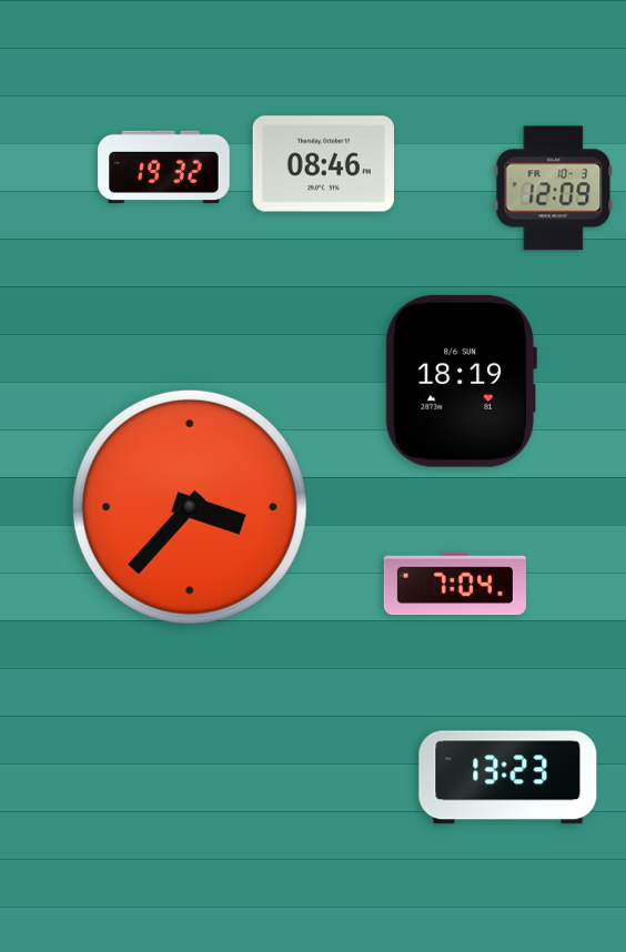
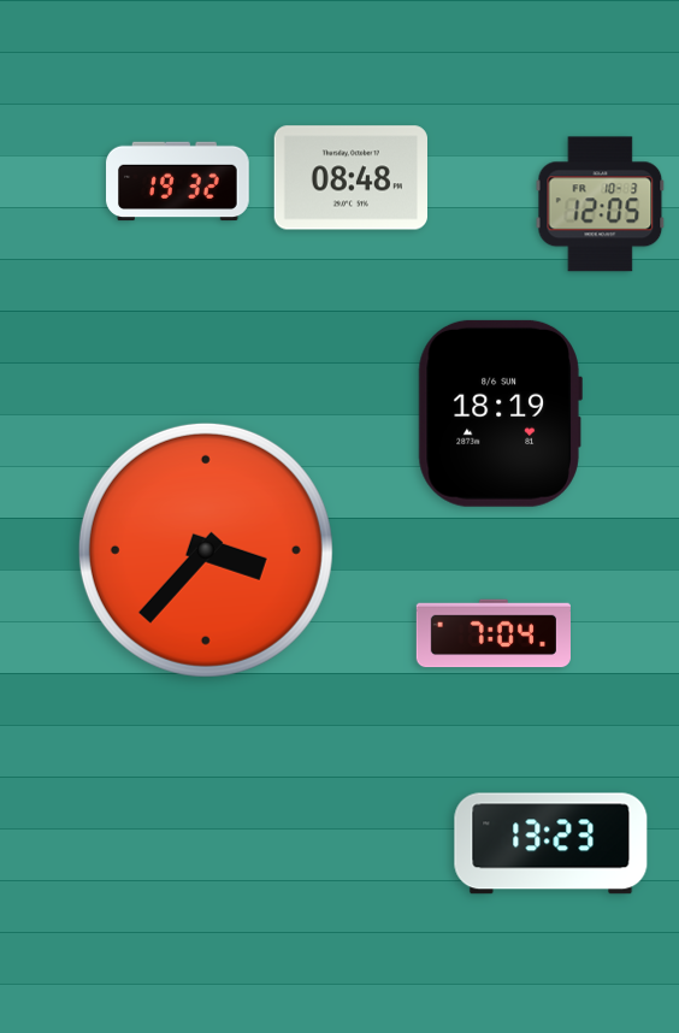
clock at (323, 164): 08:46 -> 08:48
clock at (554, 189): 12:09 -> 12:05
